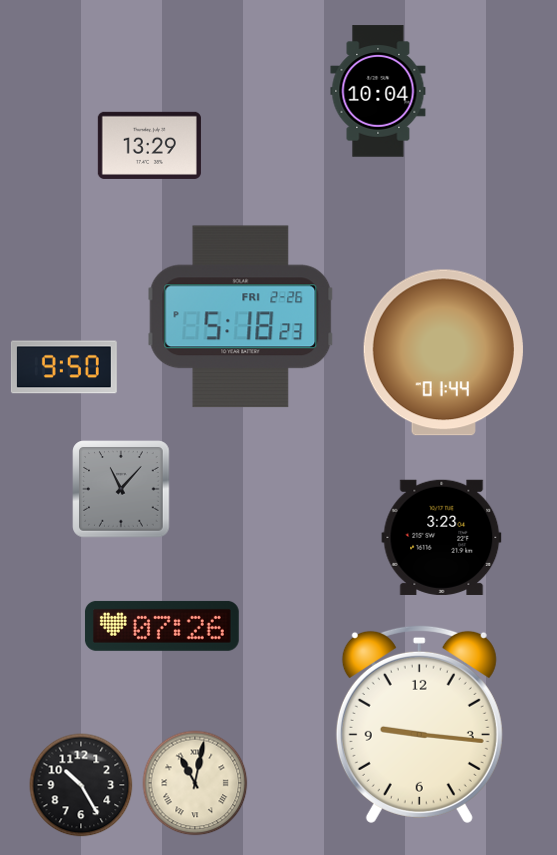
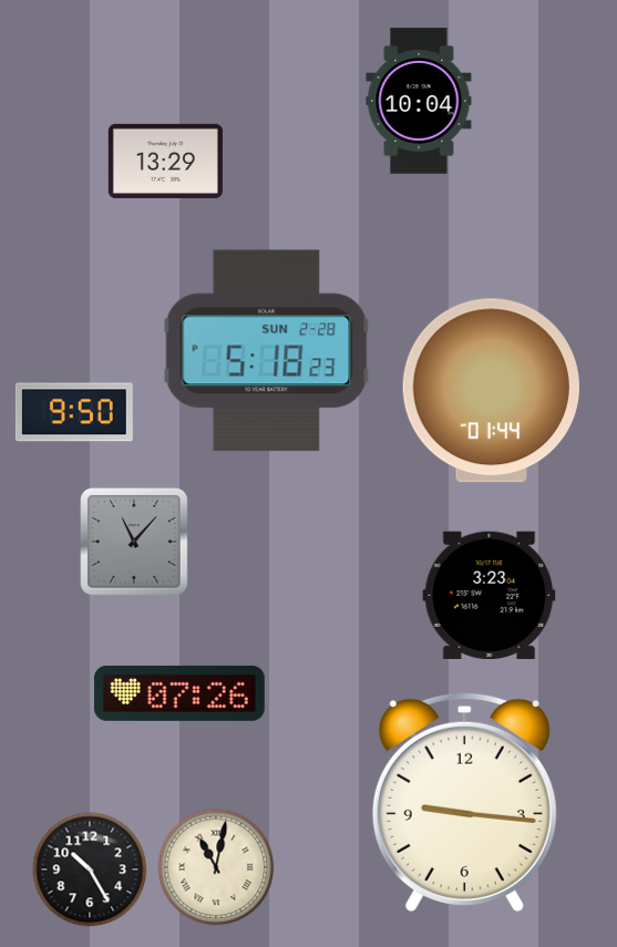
clock at (241, 317) date: FRI 2-26 -> SUN 2-28
clock at (64, 367) position: (64, 367) -> (74, 412)
